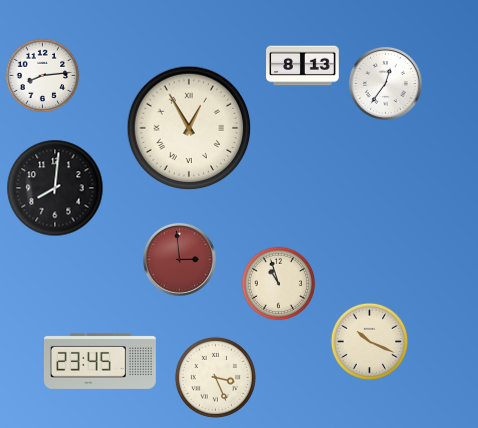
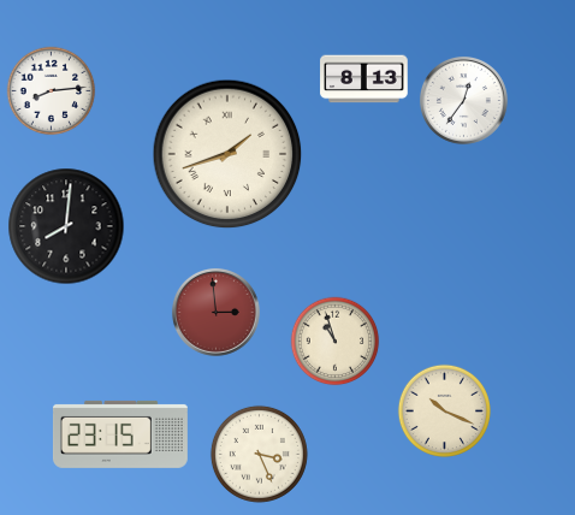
clock at (189, 128): 12:55 -> 1:42
clock at (100, 361): 23:45 -> 23:15
